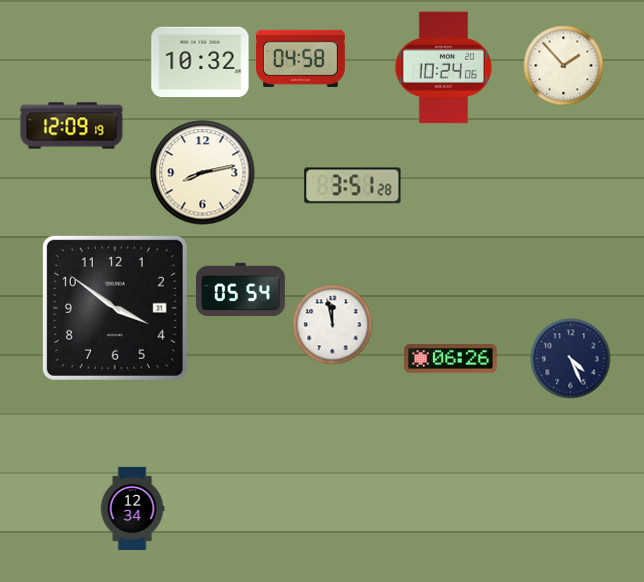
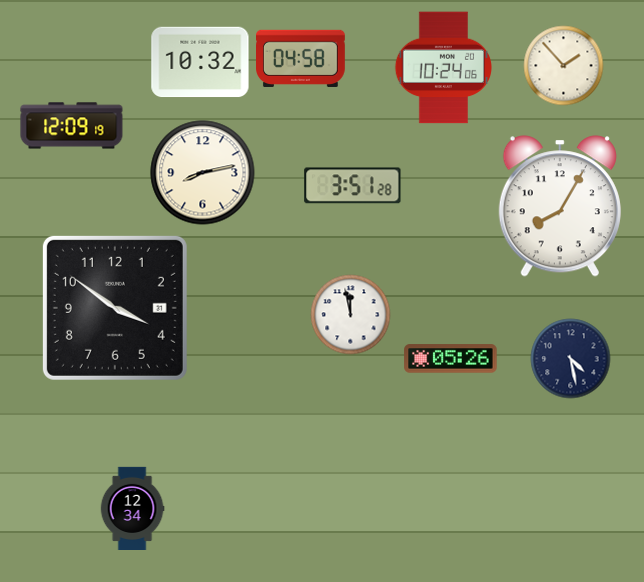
clock at (560, 206): none -> 8:05
clock at (241, 290): 05:54 -> none
clock at (333, 325) position: (333, 325) -> (351, 315)
clock at (451, 359): 06:26 -> 05:26
clock at (571, 359): 4:26 -> 4:28
